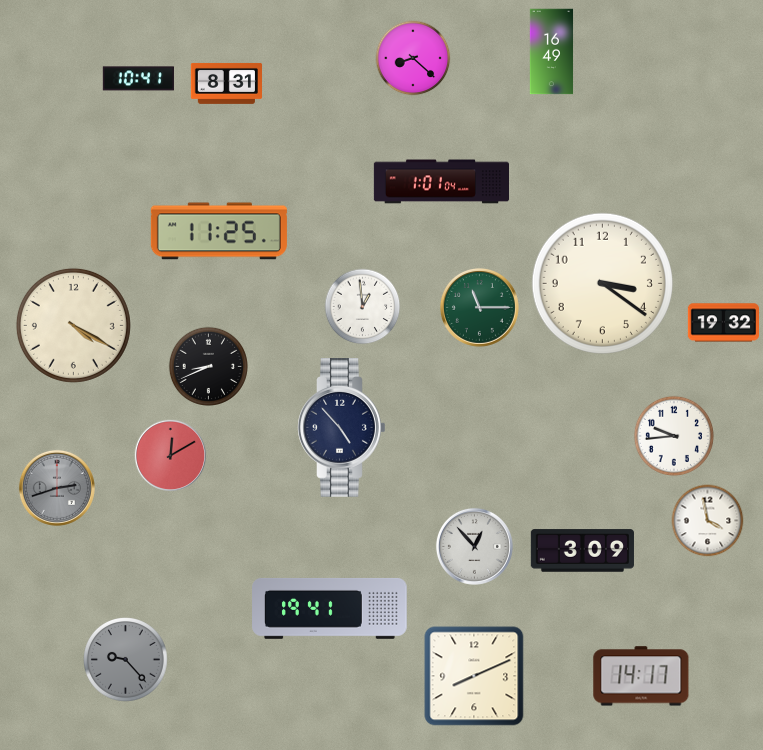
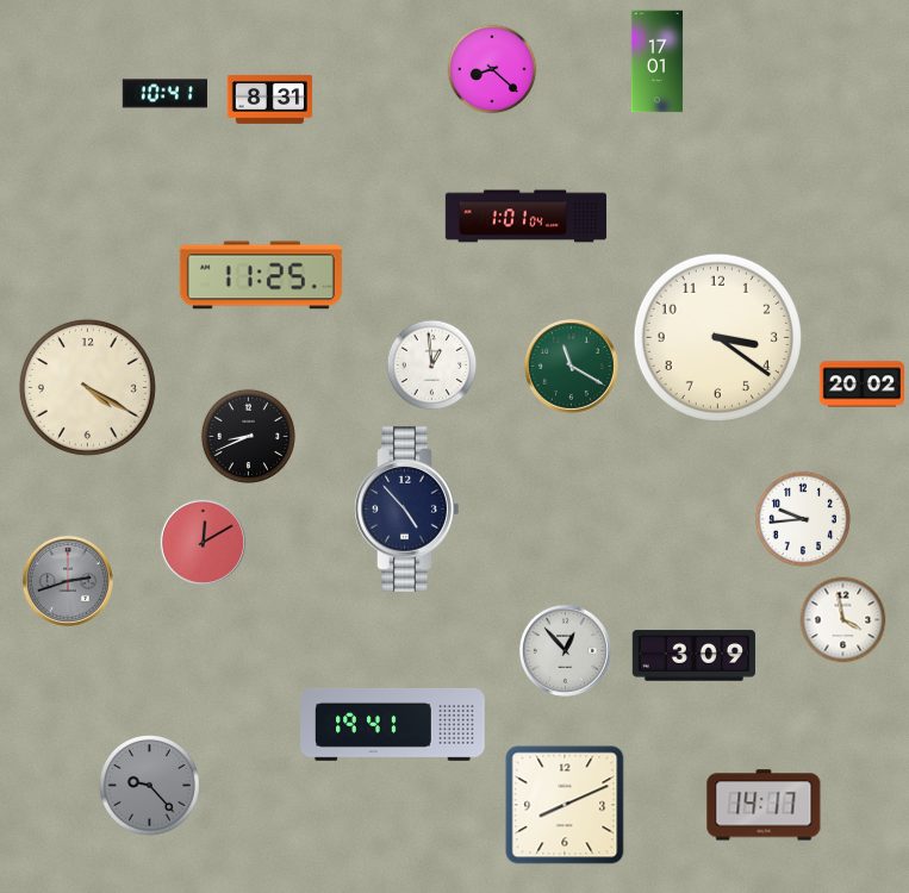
clock at (552, 52): 16:49 -> 17:01
clock at (479, 307): 11:15 -> 11:20
clock at (723, 323): 19:32 -> 20:02
